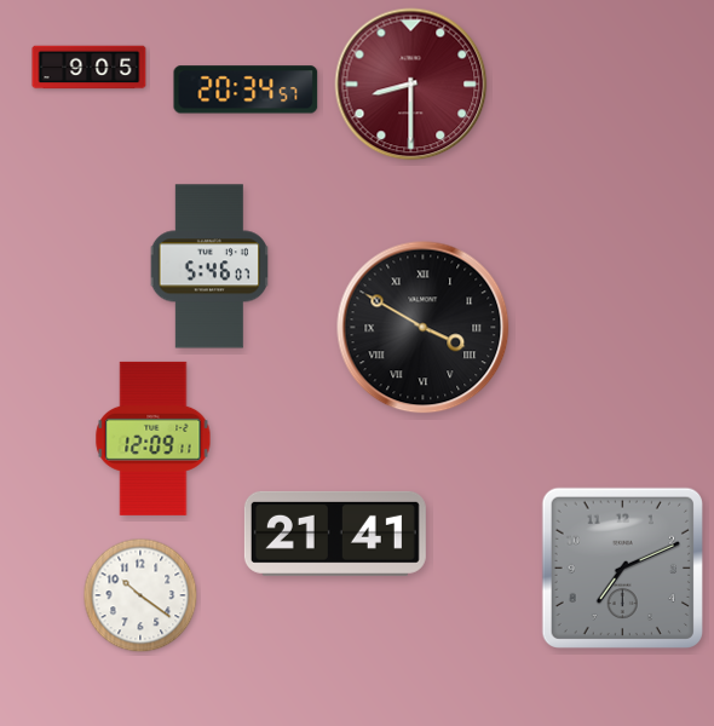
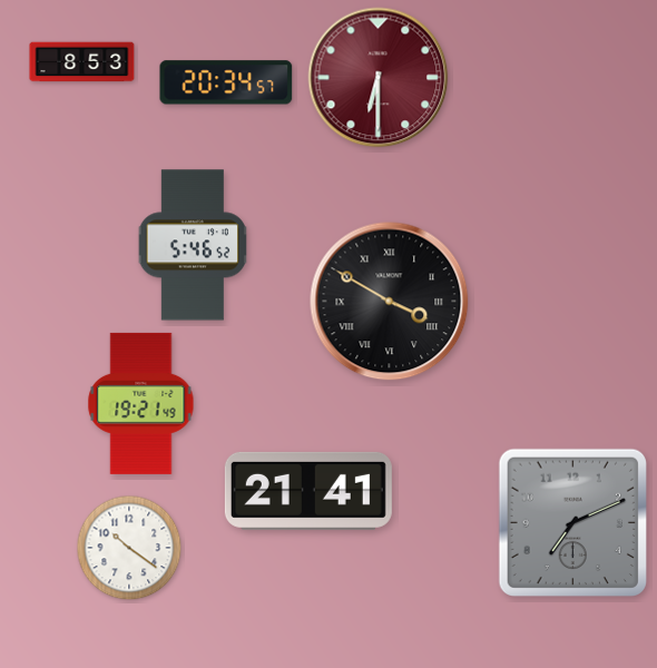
clock at (90, 68): 9:05 -> 8:53
clock at (411, 85): 8:30 -> 6:30
clock at (209, 266): 5:46:07 -> 5:46:52
clock at (154, 438): 12:09 -> 19:21
